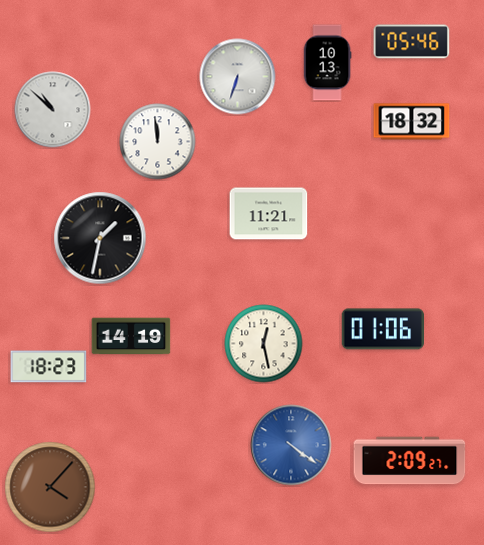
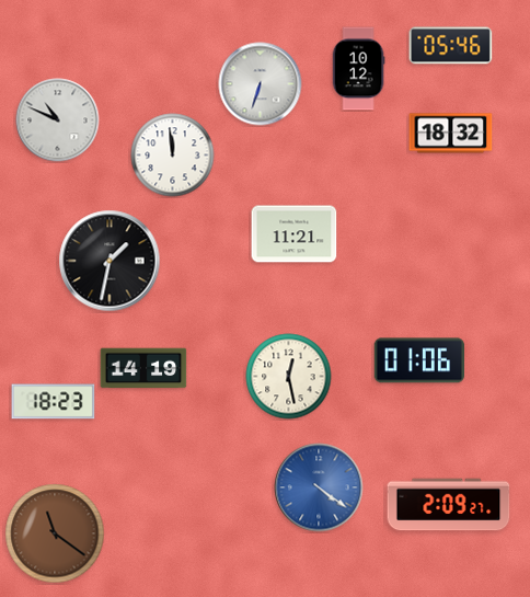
clock at (327, 63): 10:13 -> 10:12
clock at (53, 110): 10:52 -> 10:49
clock at (50, 487): 4:07 -> 11:21
